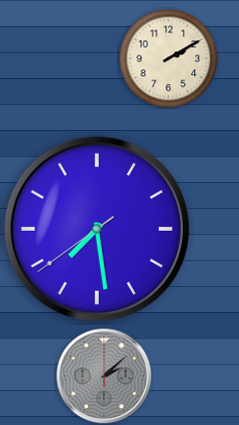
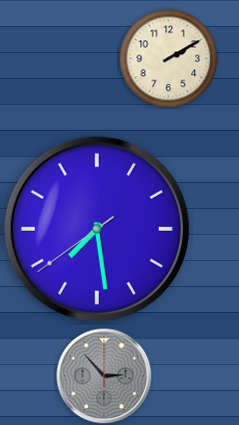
clock at (104, 376): 2:08 -> 2:53
